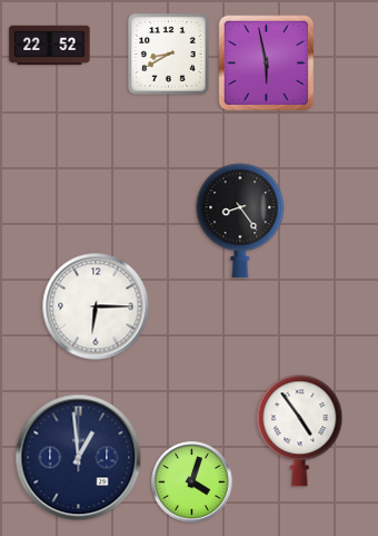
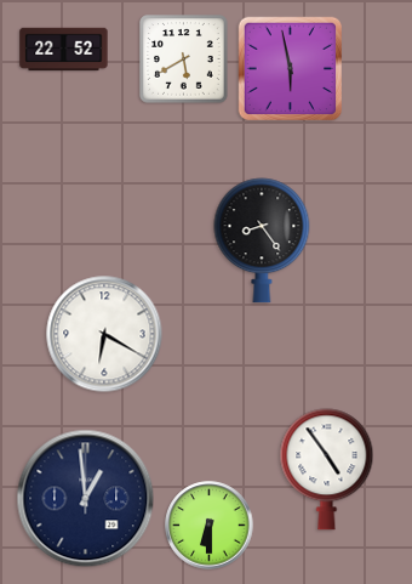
clock at (50, 46) position: (50, 46) -> (64, 50)
clock at (169, 55): 8:40 -> 5:40
clock at (96, 306): 6:15 -> 6:20
clock at (192, 483): 4:03 -> 6:30
